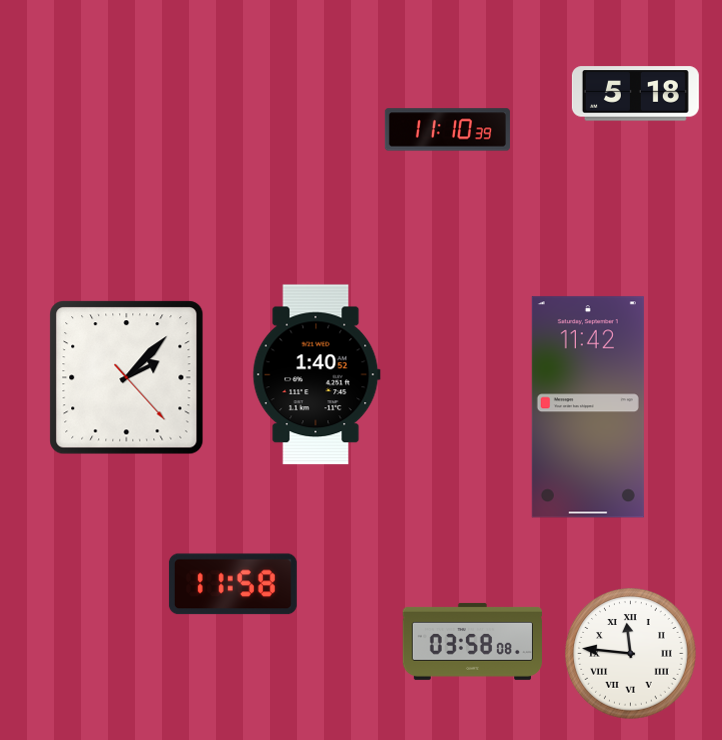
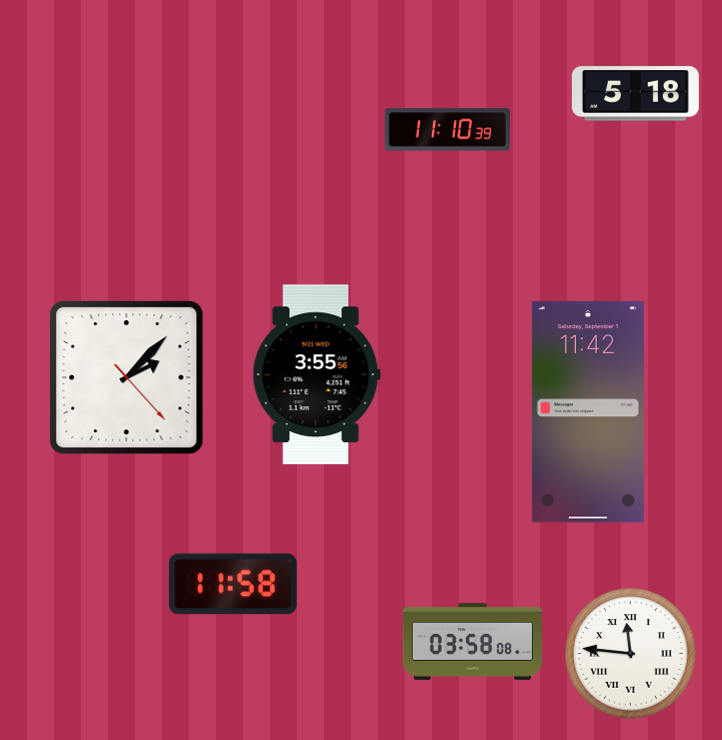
clock at (316, 375): 1:40 -> 3:55
clock at (588, 407) position: (588, 407) -> (588, 412)
